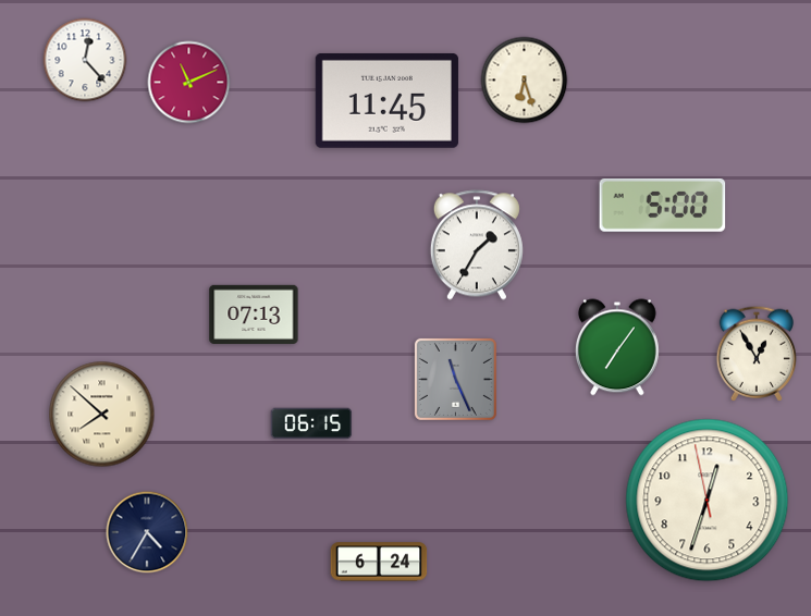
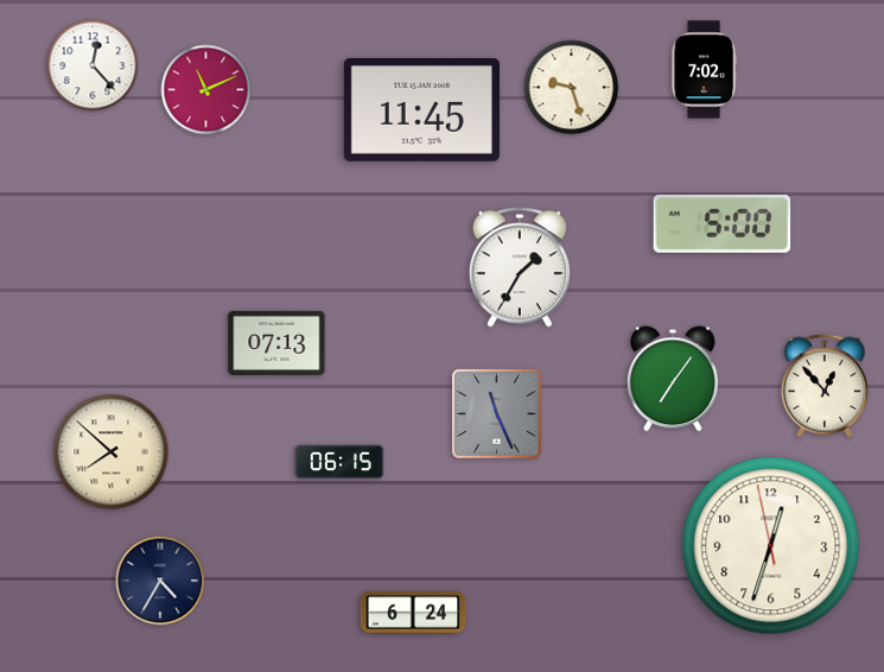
clock at (704, 70): none -> 7:02
clock at (525, 81): 6:27 -> 9:27
clock at (755, 354): 12:55 -> 12:53
